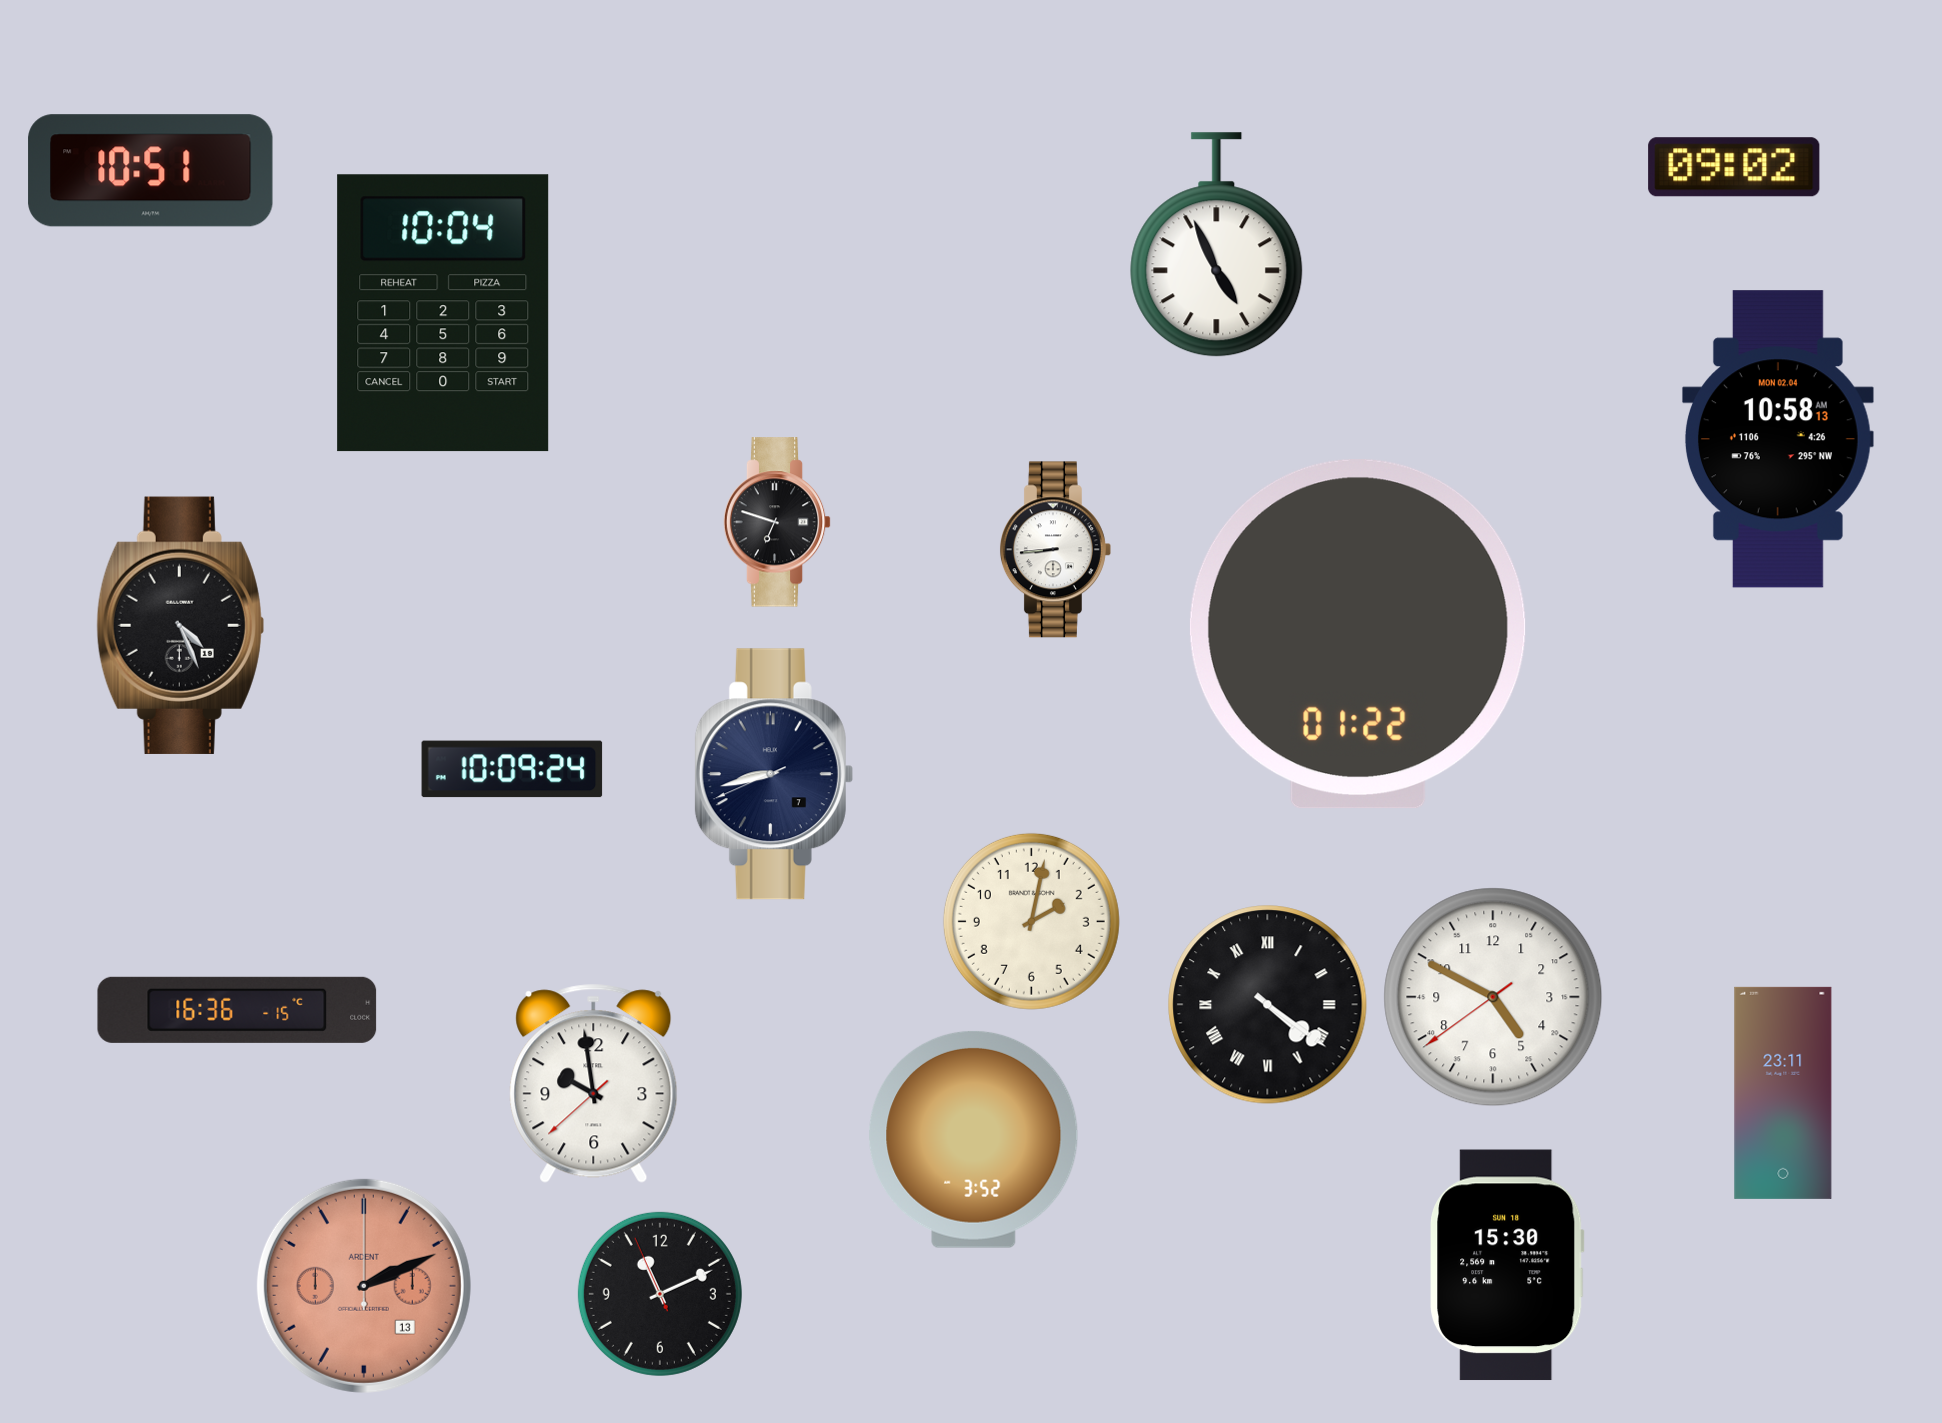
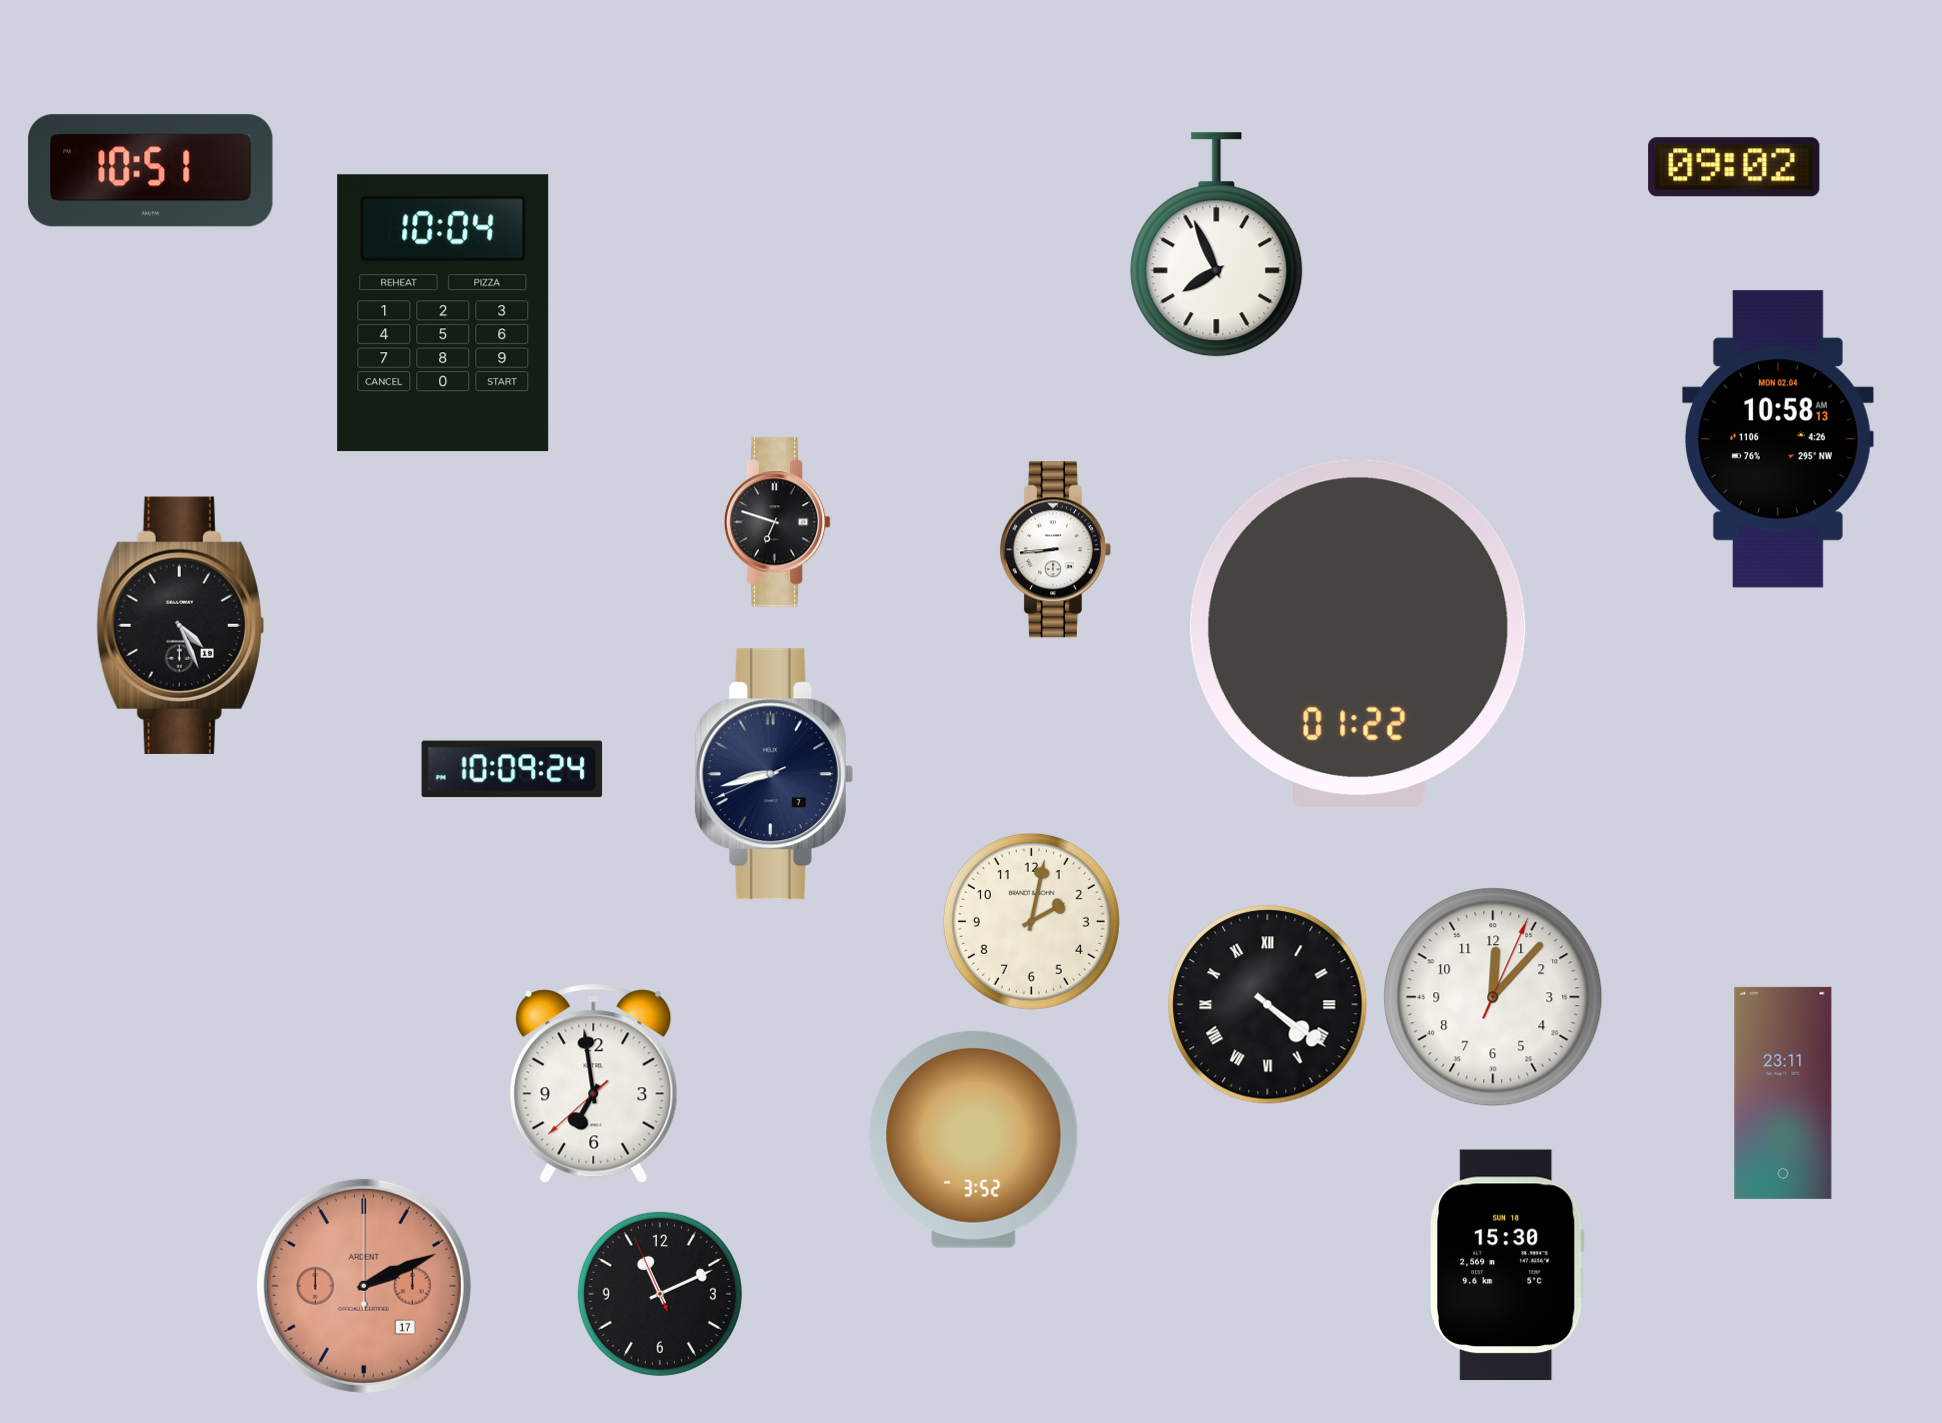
clock at (1217, 245): 4:56 -> 7:56
clock at (1493, 997): 4:49 -> 12:07
clock at (237, 1010): 16:36 -> none
clock at (594, 1083): 9:58 -> 6:58
clock at (364, 1286) date: 13 -> 17
